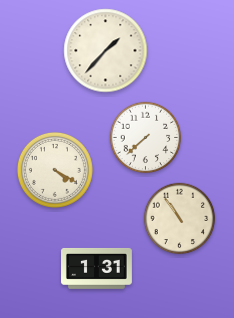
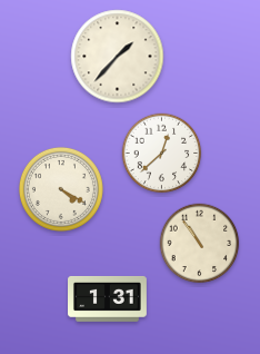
clock at (146, 138): 7:38 -> 12:38
